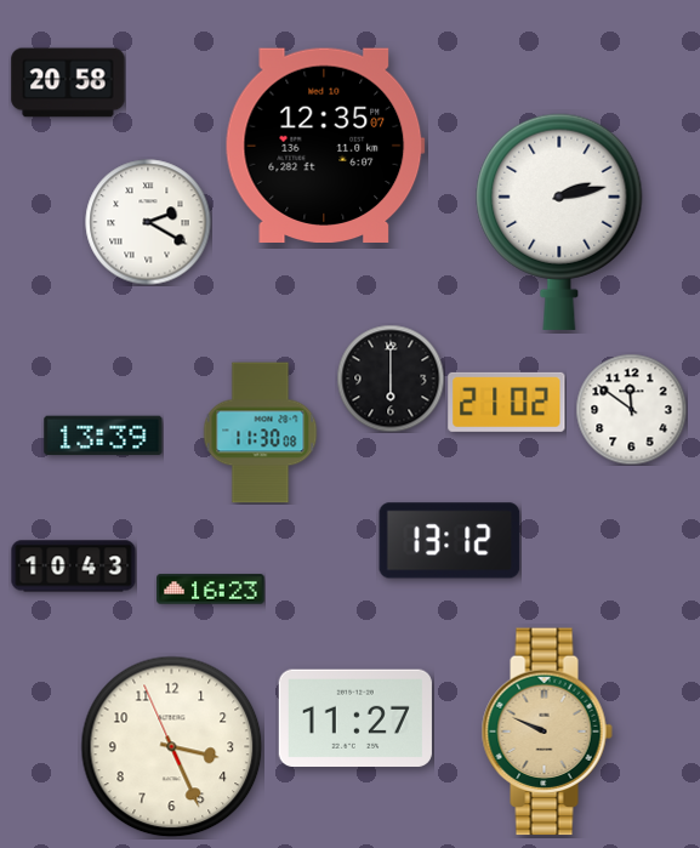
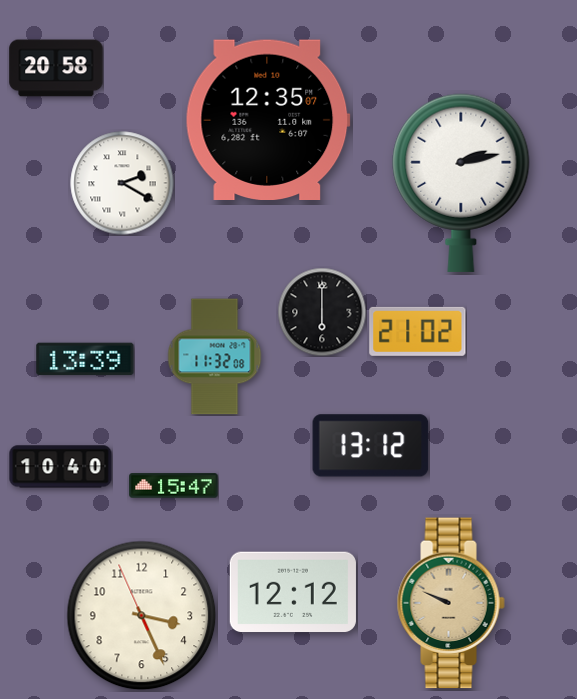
clock at (631, 409): 11:51 -> none
clock at (261, 433): 11:30 -> 11:32
clock at (74, 567): 10:43 -> 10:40
clock at (211, 590): 16:23 -> 15:47
clock at (355, 718): 11:27 -> 12:12
